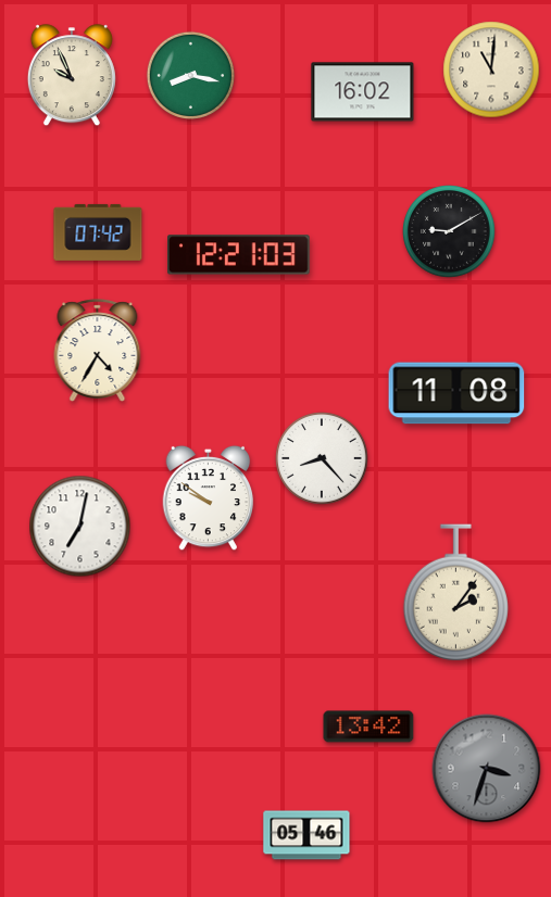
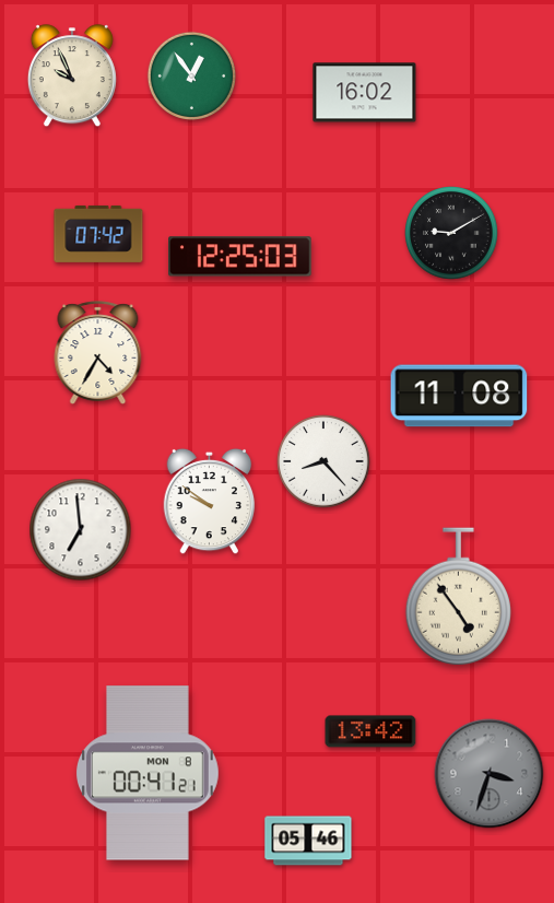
clock at (491, 70): 11:01 -> none
clock at (190, 75): 8:17 -> 12:54
clock at (239, 255): 12:21 -> 12:25
clock at (80, 527): 7:02 -> 6:59
clock at (455, 593): 2:06 -> 4:54
clock at (149, 773): none -> 00:41
